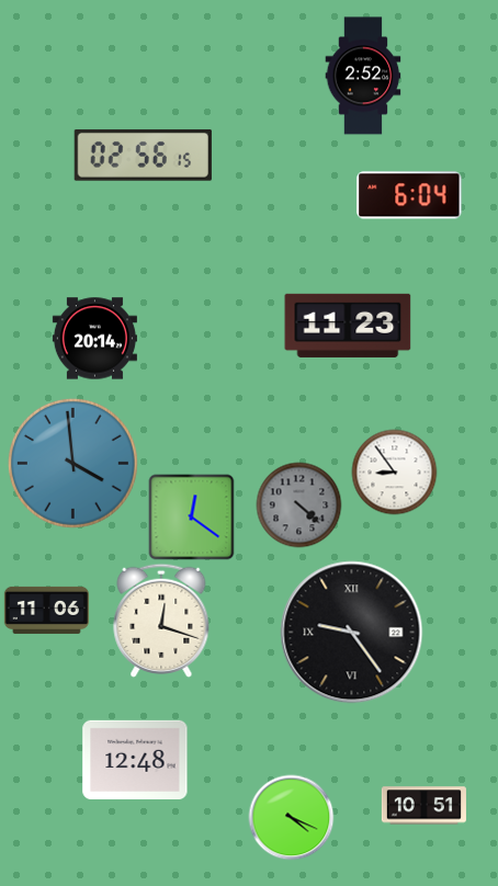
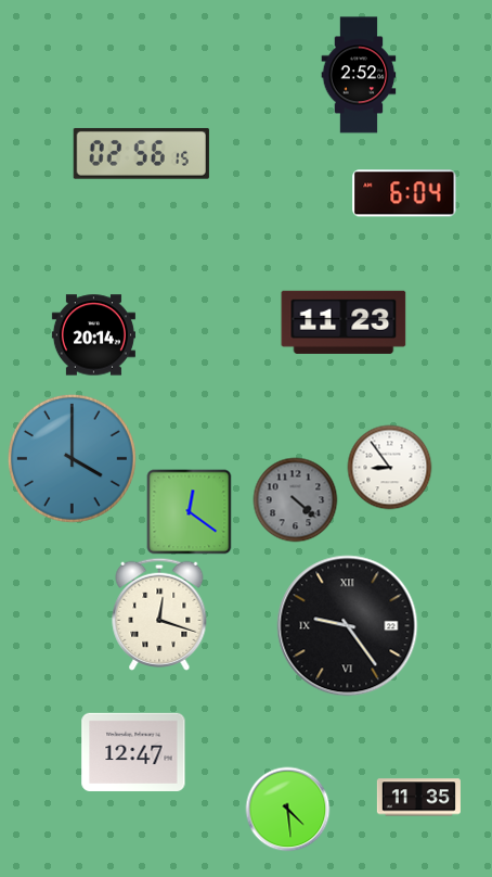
clock at (72, 463): 3:59 -> 4:00
clock at (46, 610): 11:06 -> none
clock at (135, 760): 12:48 -> 12:47
clock at (423, 806): 10:51 -> 11:35
clock at (291, 817): 4:19 -> 4:29
